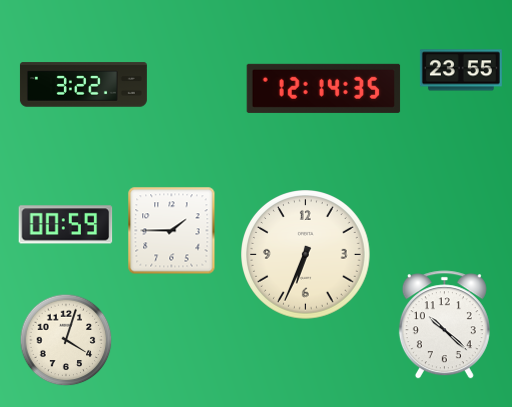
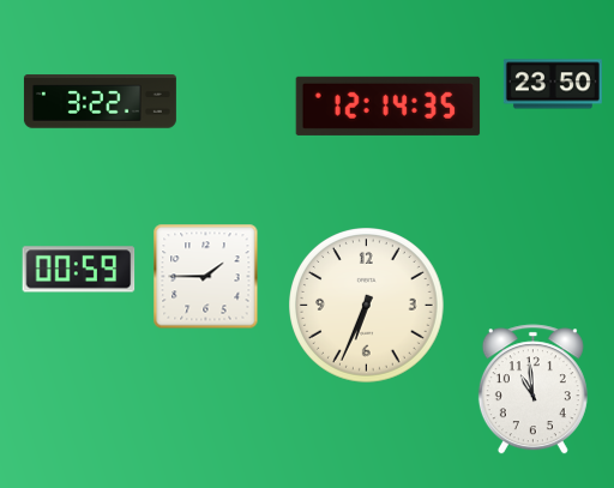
clock at (461, 70): 23:55 -> 23:50
clock at (444, 325): 10:22 -> 10:59
clock at (66, 340): 4:03 -> none
